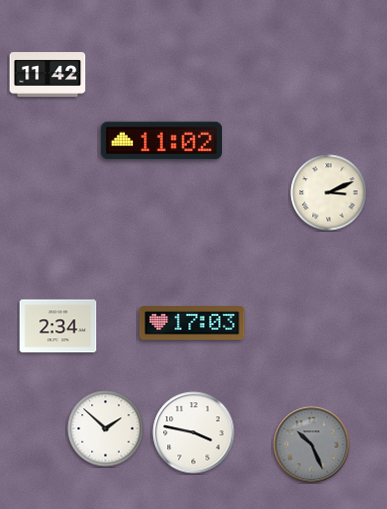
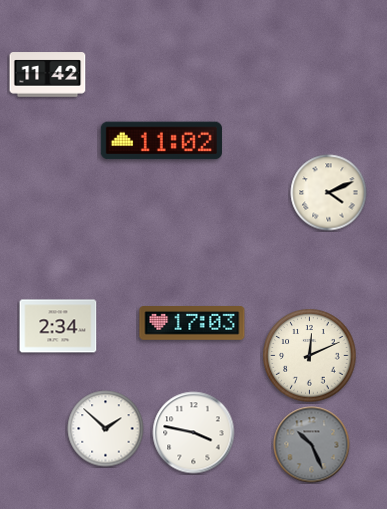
clock at (329, 193): 3:11 -> 4:11
clock at (310, 356): none -> 12:11
